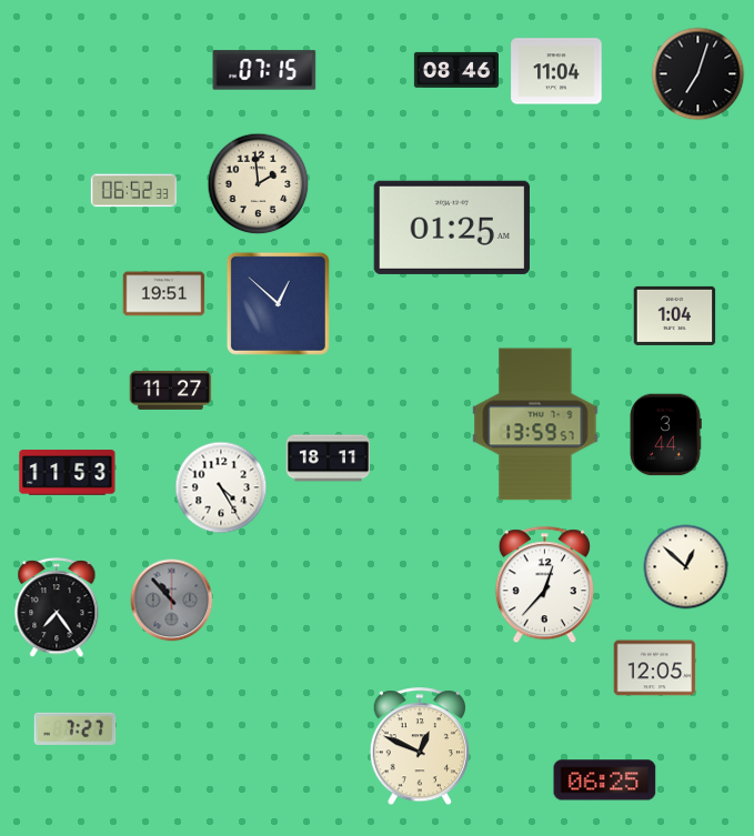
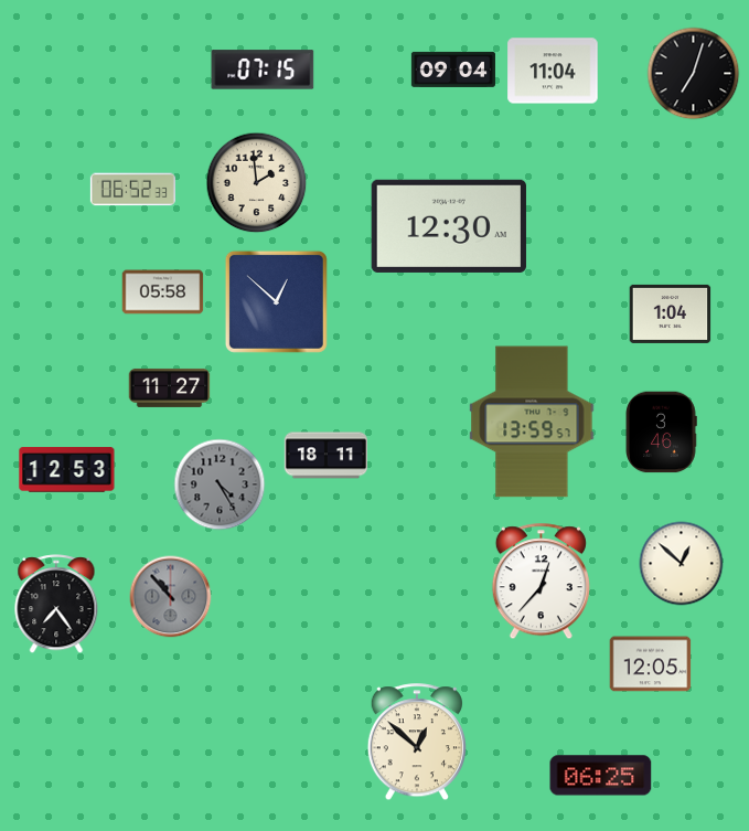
clock at (456, 70): 08:46 -> 09:04
clock at (452, 228): 01:25 -> 12:30
clock at (164, 294): 19:51 -> 05:58
clock at (665, 435): 3:44 -> 3:46
clock at (68, 473): 11:53 -> 12:53
clock at (221, 487) dial: white -> grey
clock at (76, 728): 7:27 -> none
clock at (420, 747): 12:49 -> 12:52
